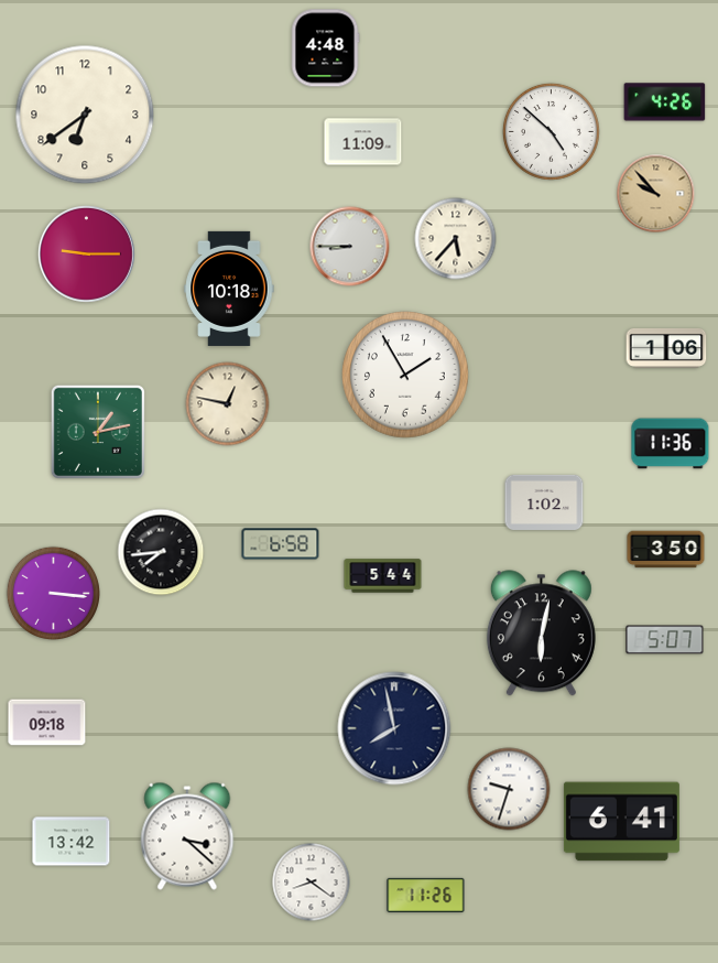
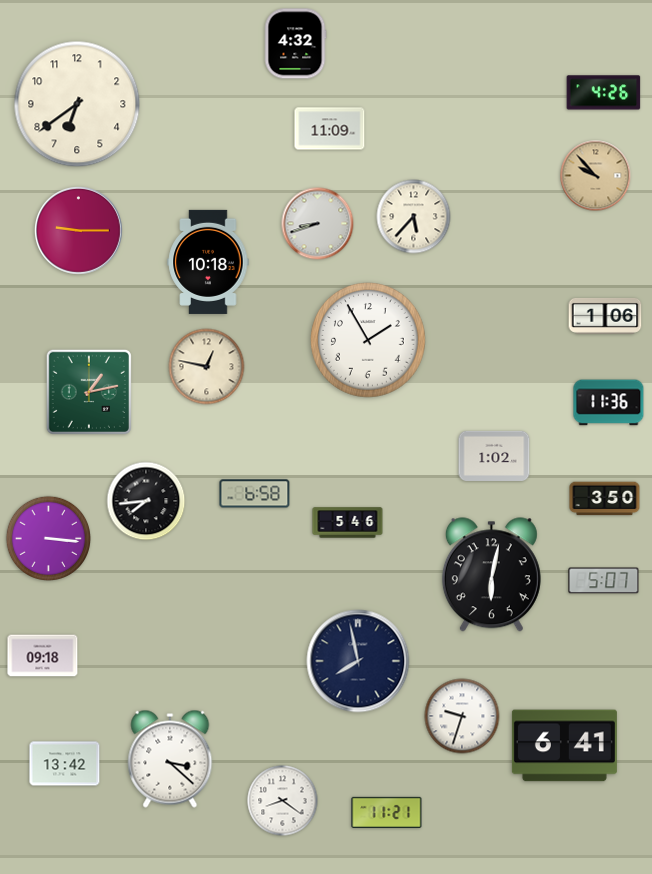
clock at (325, 48): 4:48 -> 4:32
clock at (551, 131): 4:52 -> none
clock at (350, 247): 8:45 -> 8:42
clock at (383, 576): 5:44 -> 5:46
clock at (426, 895): 11:26 -> 11:21
